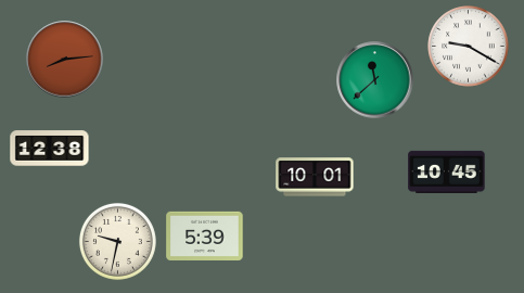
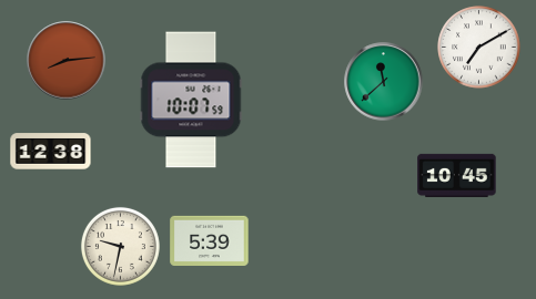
clock at (469, 47): 9:20 -> 7:10
clock at (191, 100): none -> 10:07
clock at (315, 177): 10:01 -> none
